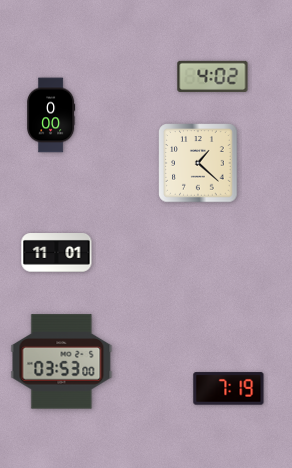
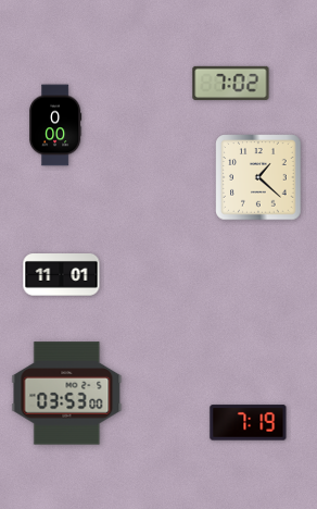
clock at (213, 76): 4:02 -> 7:02
clock at (198, 163) position: (198, 163) -> (258, 177)
